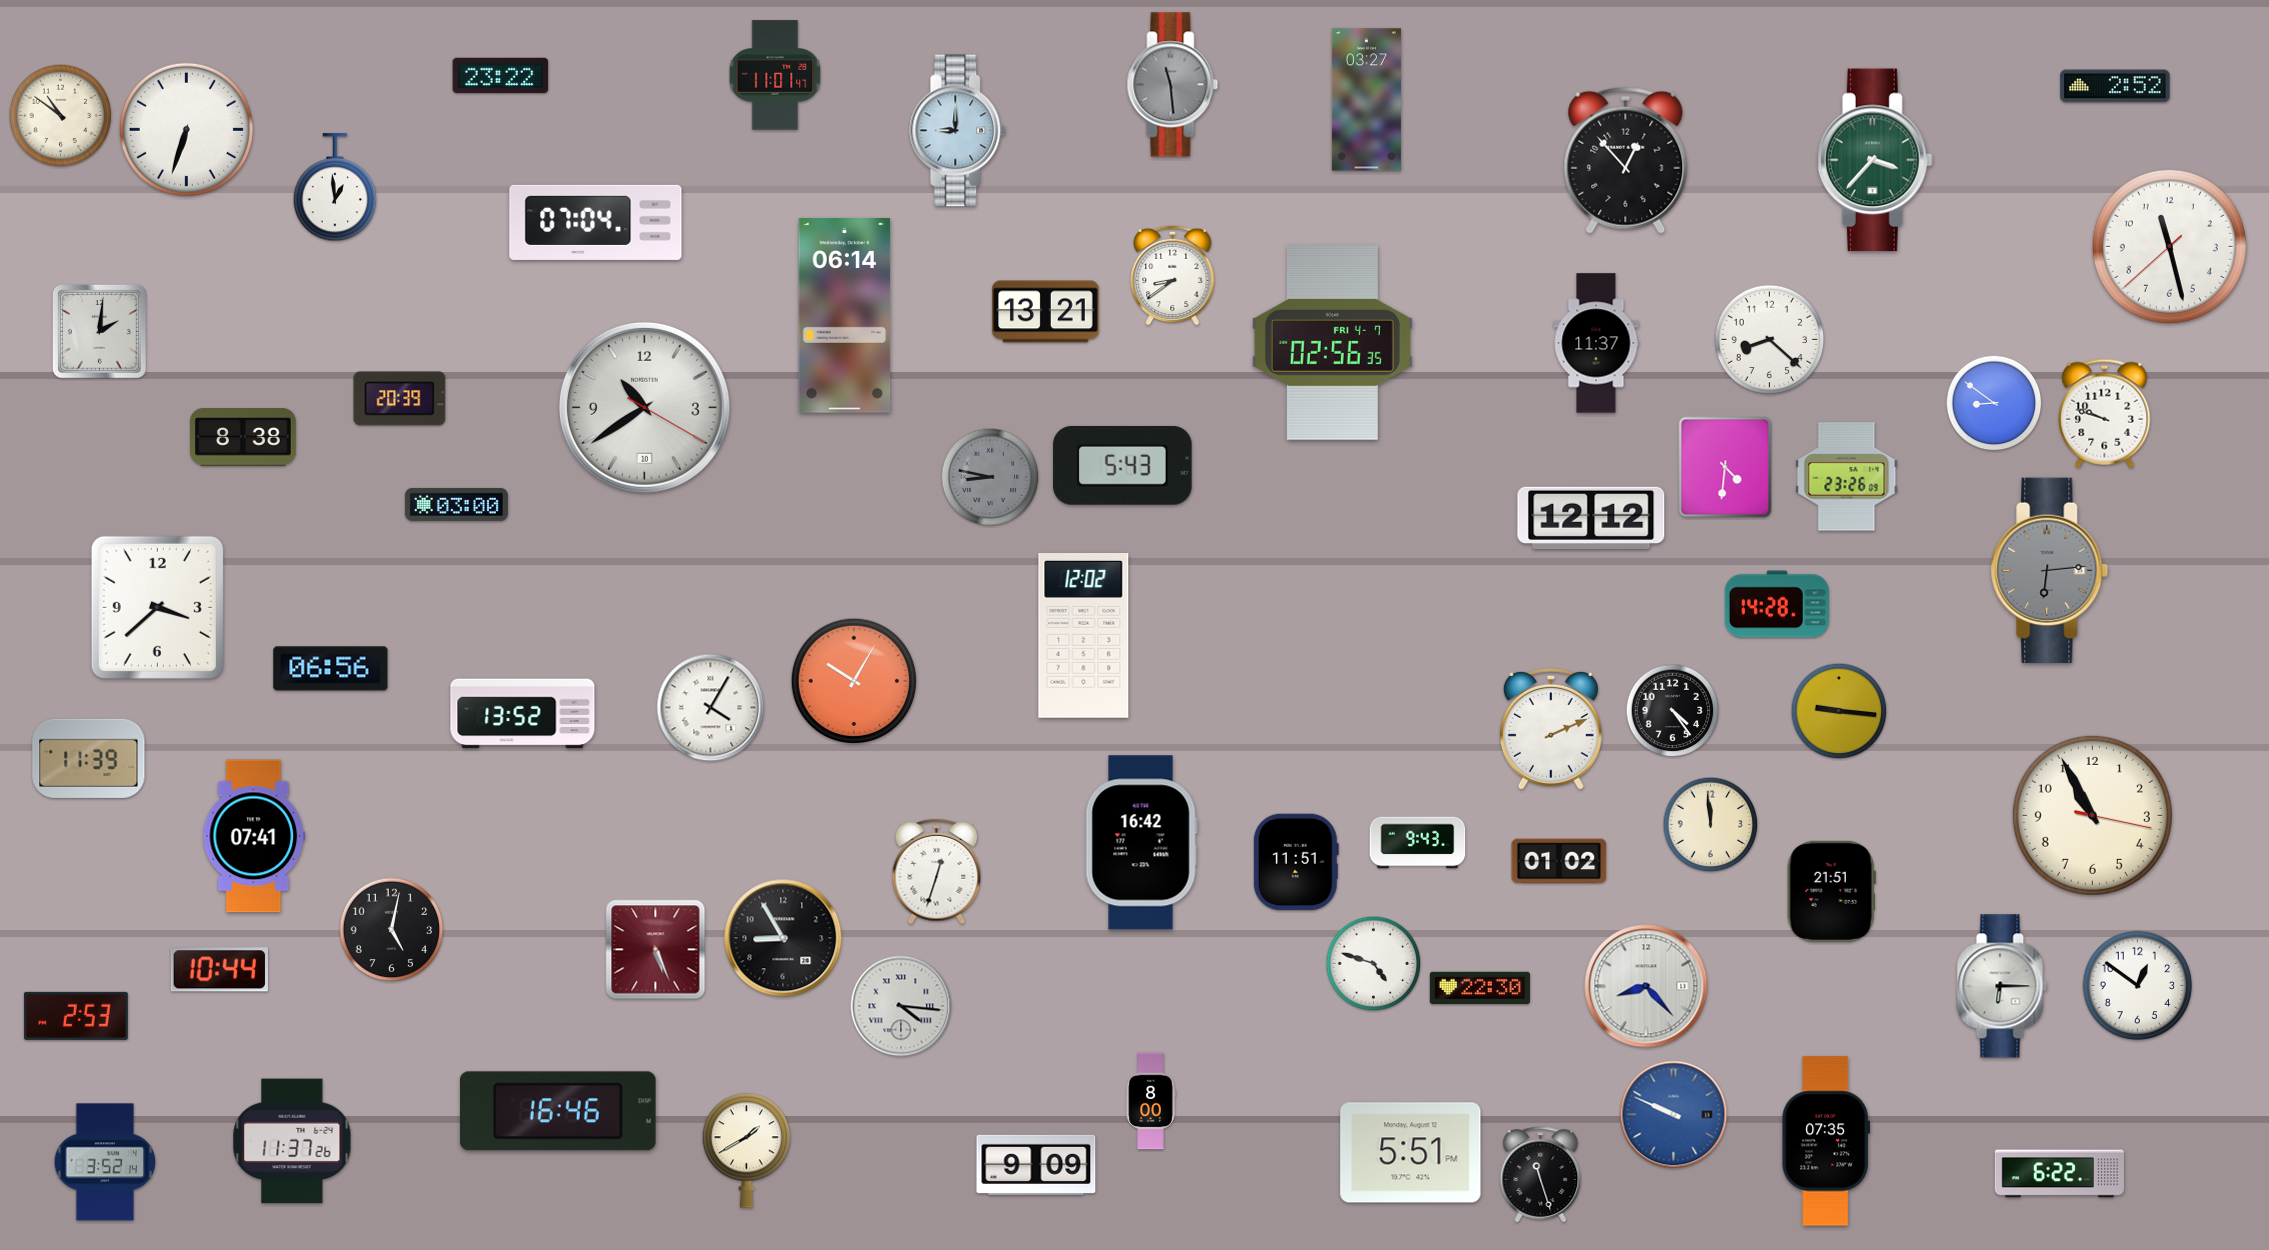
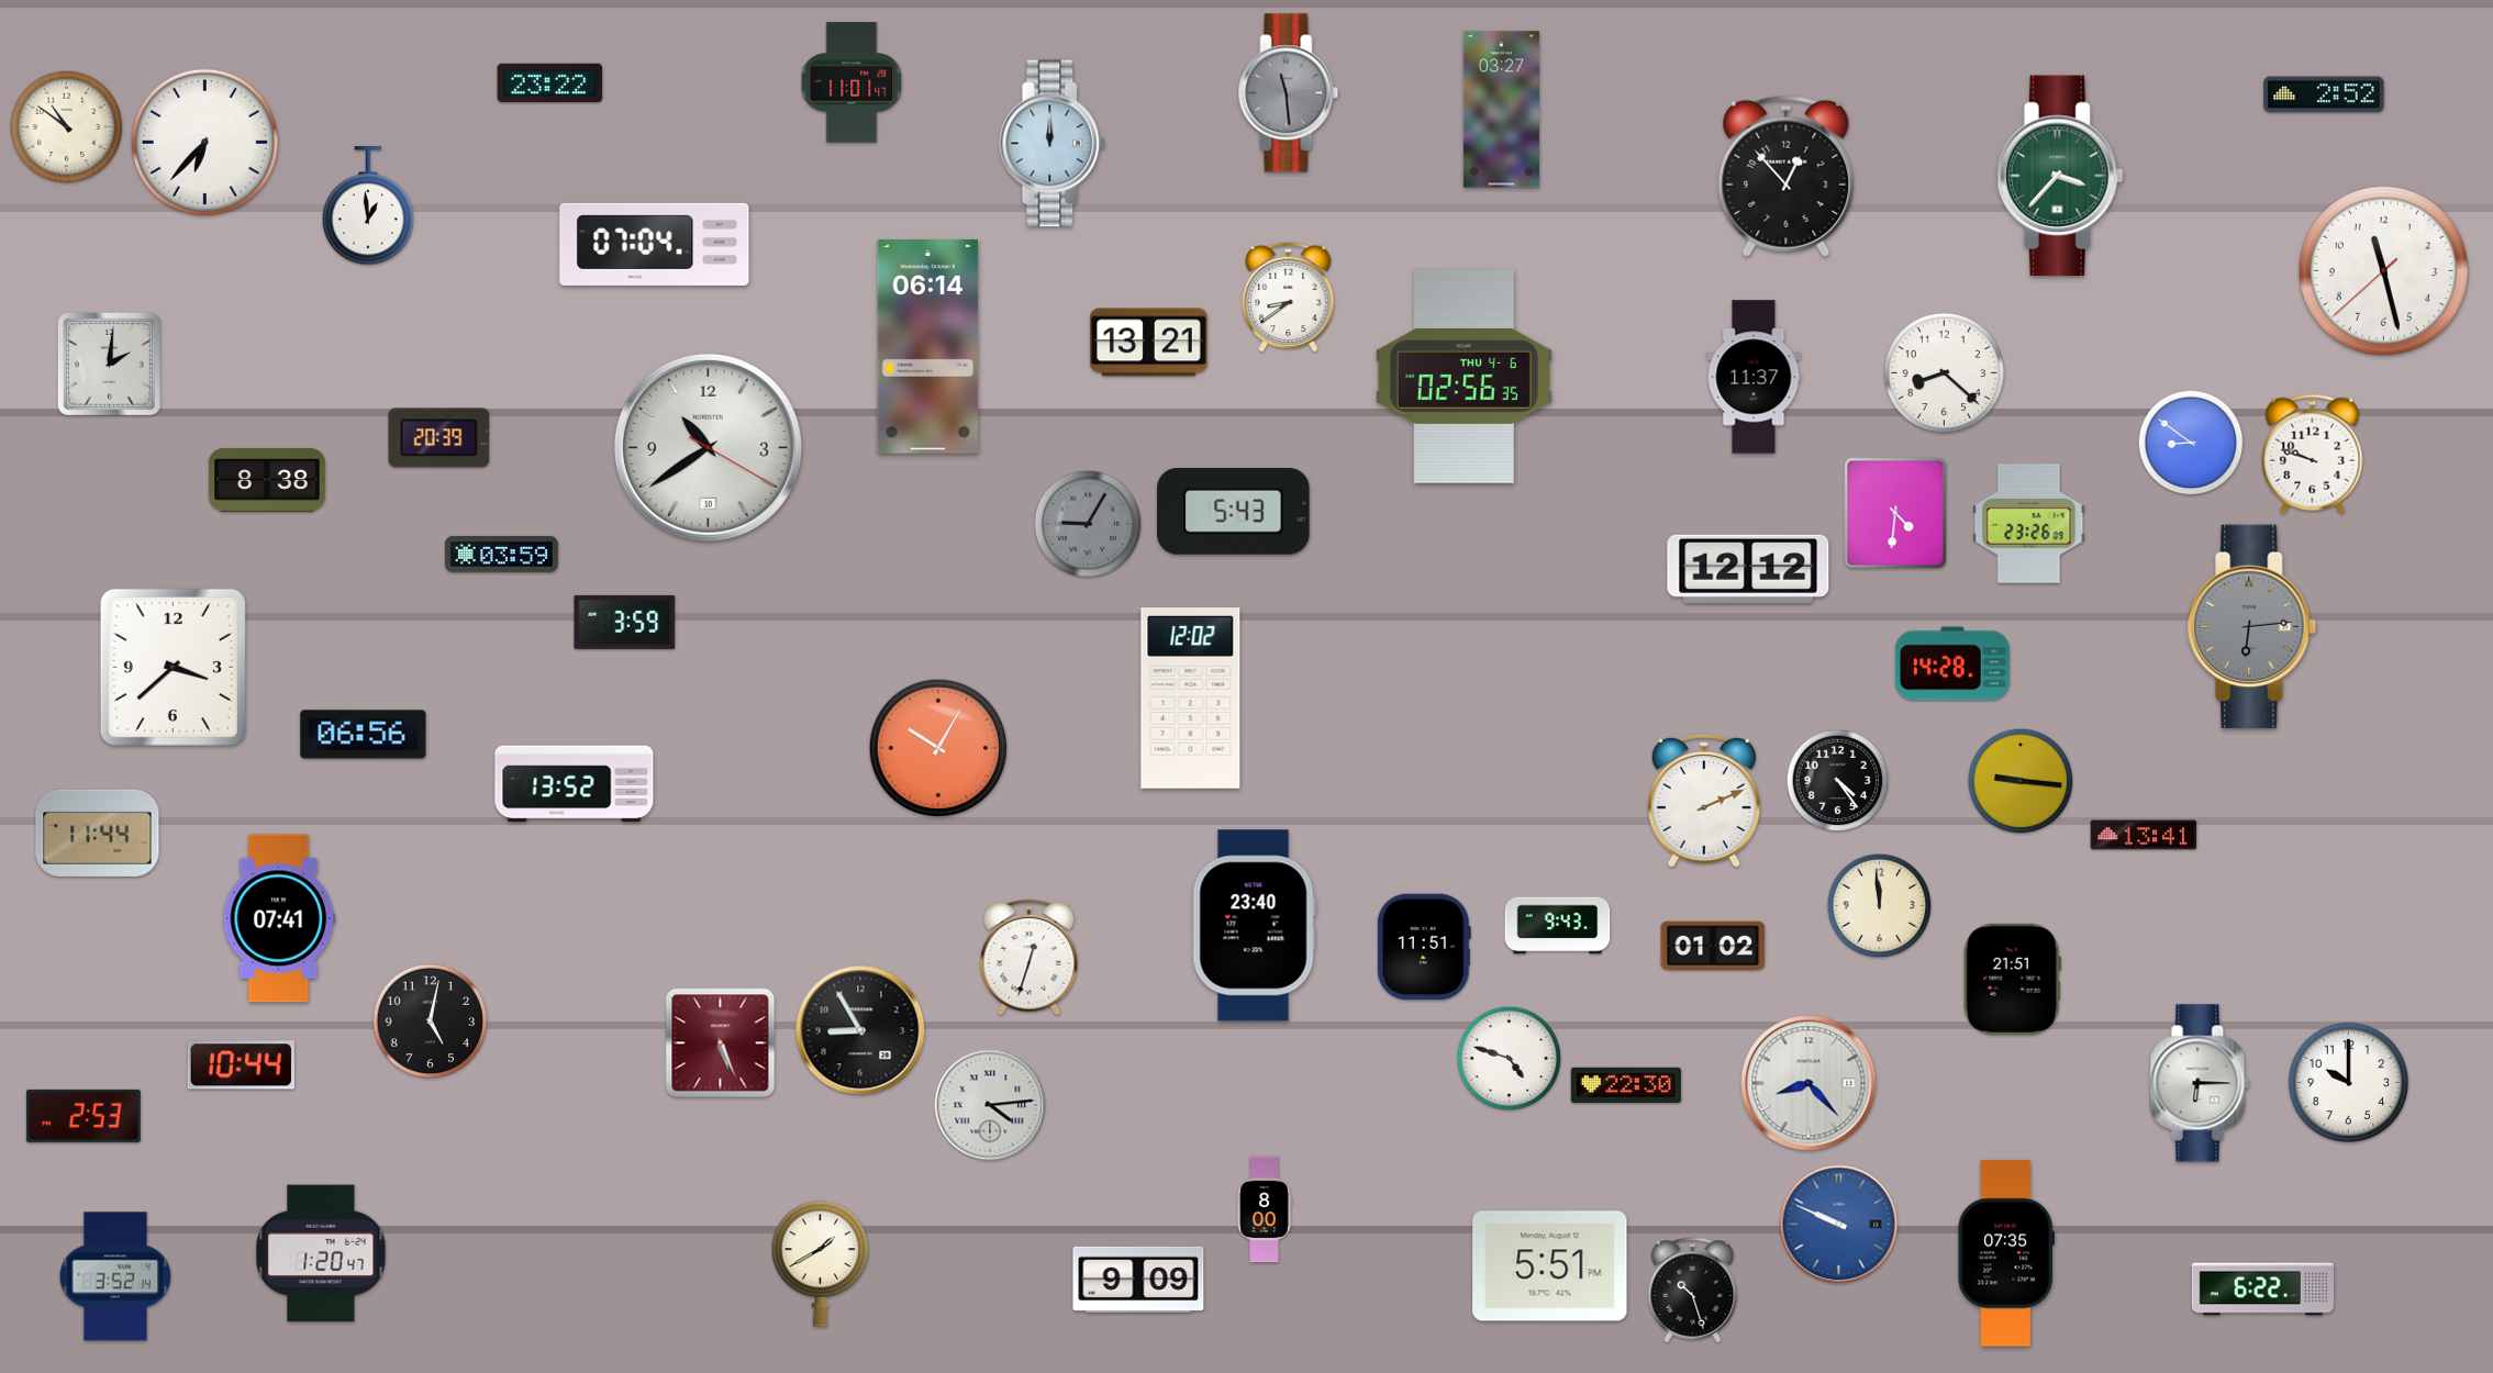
clock at (186, 129): 6:33 -> 6:37
clock at (958, 131): 9:00 -> 12:00
clock at (1173, 275) position: (1173, 275) -> (1289, 297)
clock at (1332, 343) date: FRI 4-7 -> THU 4-6
clock at (990, 477): 8:47 -> 9:05
clock at (456, 504): 03:00 -> 03:59
clock at (625, 622): none -> 3:59
clock at (711, 708): 4:05 -> none
clock at (89, 758): 11:39 -> 11:44
clock at (2144, 835): none -> 13:41
clock at (2092, 815): 10:55 -> none
clock at (1141, 843): 16:42 -> 23:40
clock at (2138, 986): 12:51 -> 10:00
clock at (901, 1006): 4:16 -> 4:14
clock at (558, 1111): 16:46 -> none
clock at (292, 1141): 11:37 -> 1:20
clock at (1541, 1175): 11:27 -> 10:27
